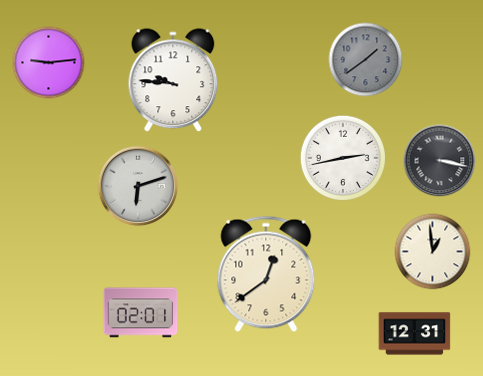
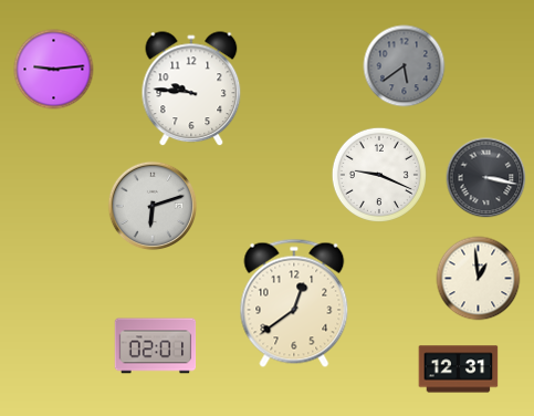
clock at (366, 60): 1:39 -> 5:39
clock at (343, 158): 2:43 -> 9:19
